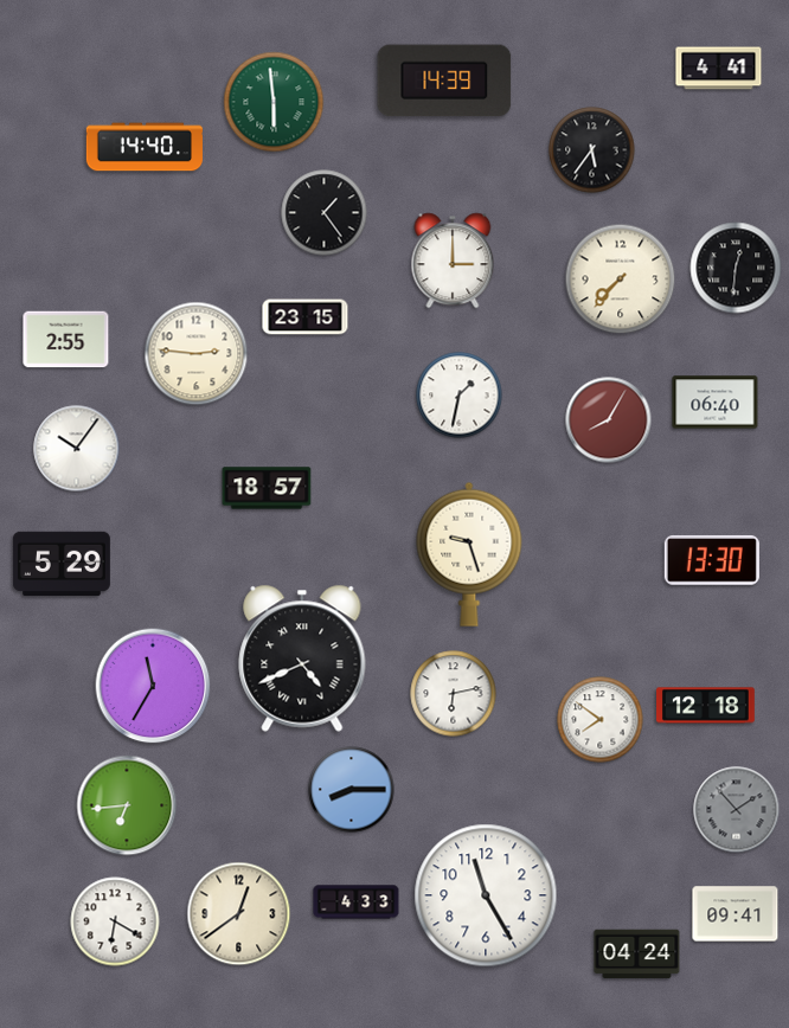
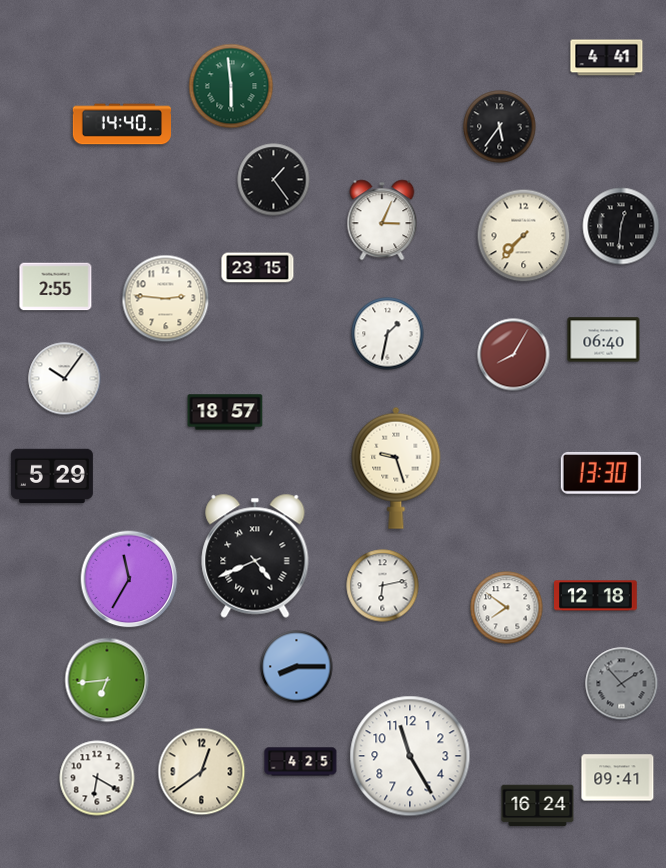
clock at (444, 81): 14:39 -> none
clock at (453, 261): 3:00 -> 3:04
clock at (357, 902): 4:33 -> 4:25
clock at (736, 914) position: (736, 914) -> (618, 778)
clock at (637, 955): 04:24 -> 16:24
